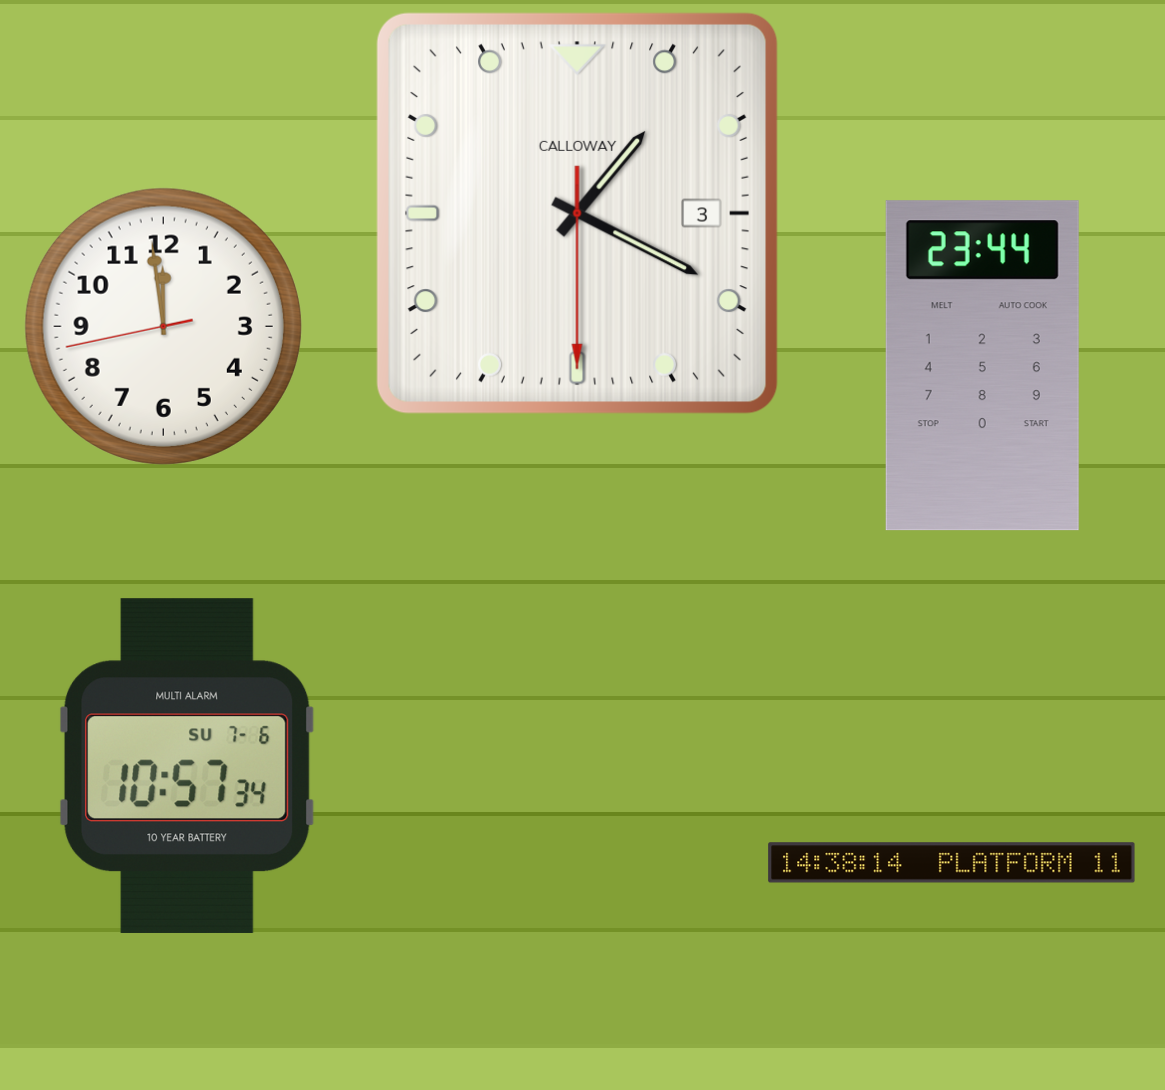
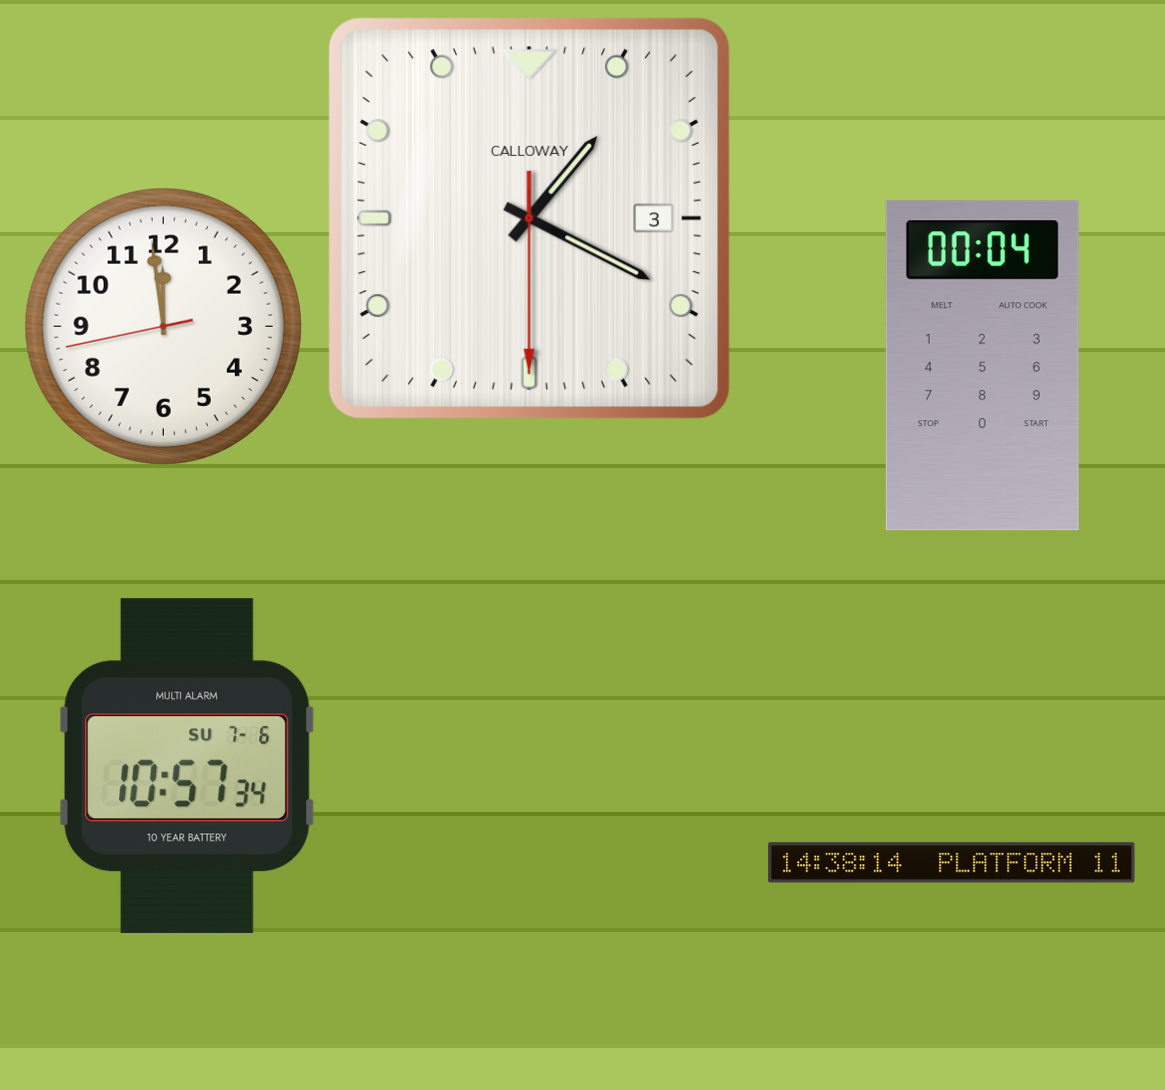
clock at (577, 213) position: (577, 213) -> (529, 218)
clock at (982, 366): 23:44 -> 00:04
